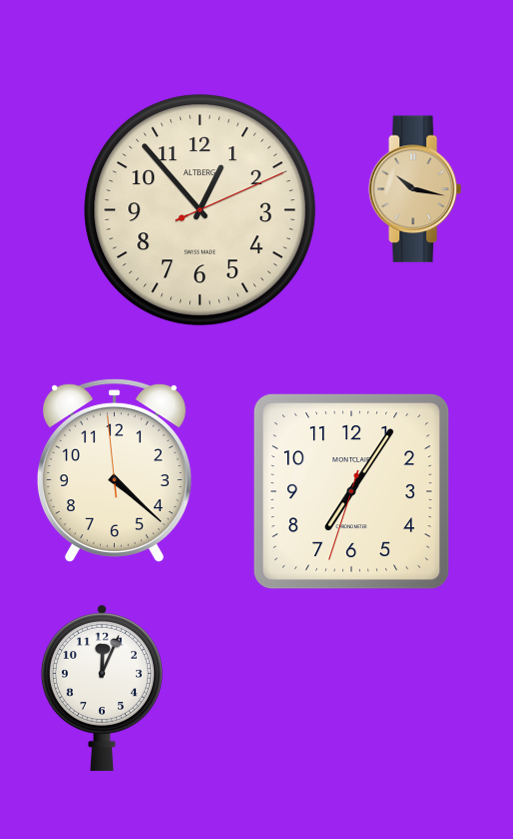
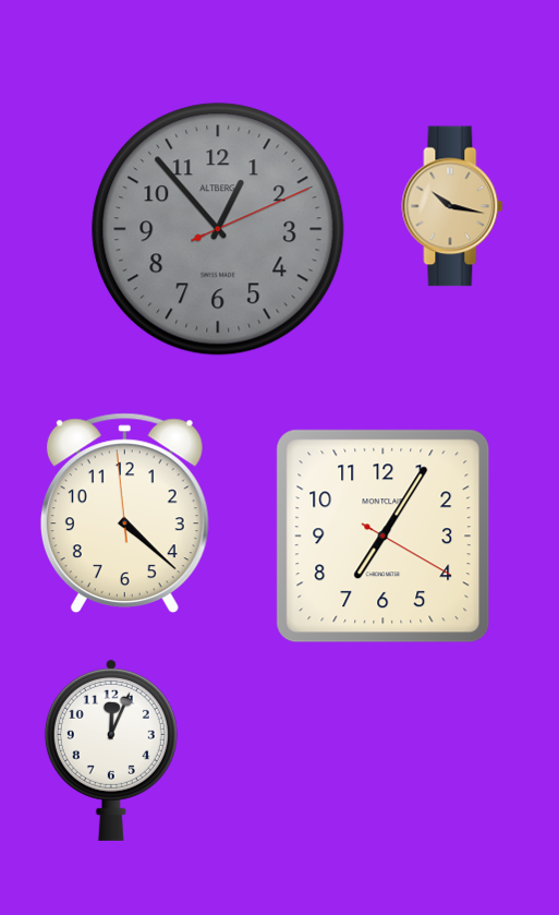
clock at (200, 210) dial: cream -> grey
clock at (352, 492): 7:05:33 -> 7:05:20
